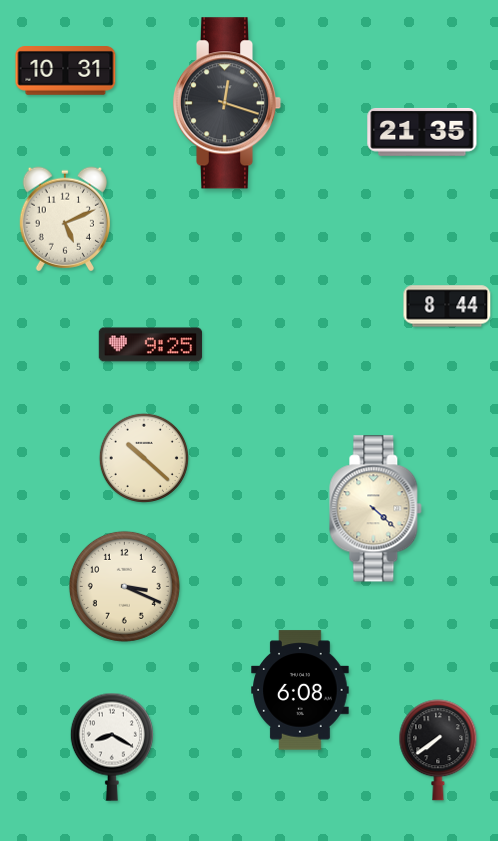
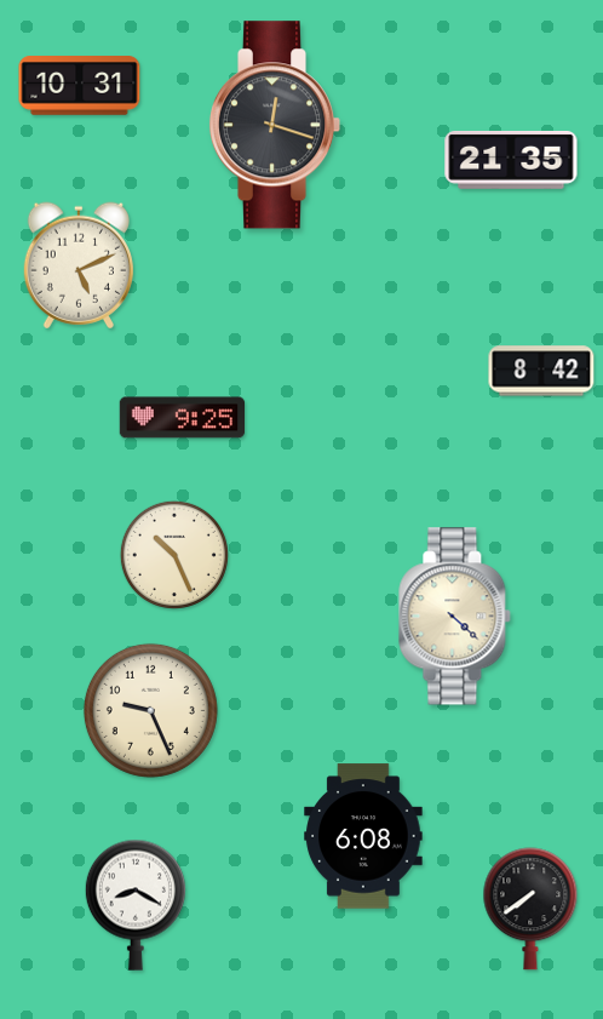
clock at (447, 306): 8:44 -> 8:42
clock at (144, 458): 10:22 -> 10:26
clock at (124, 586): 3:19 -> 9:26
